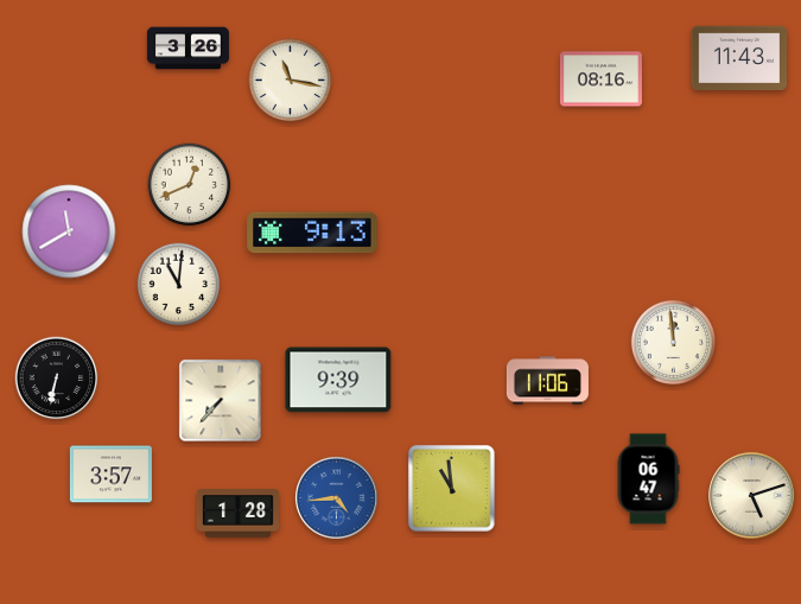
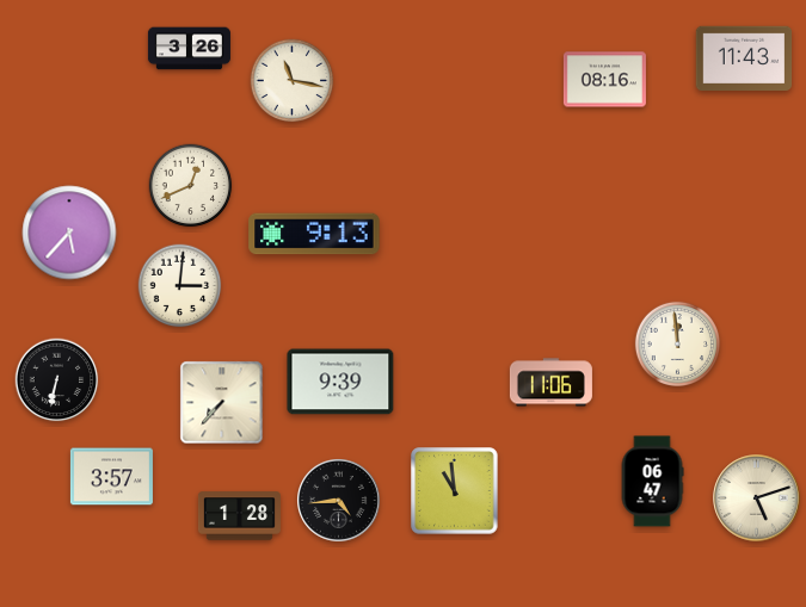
clock at (69, 231): 11:40 -> 5:37
clock at (179, 285): 11:01 -> 3:01
clock at (337, 498) dial: blue -> black
